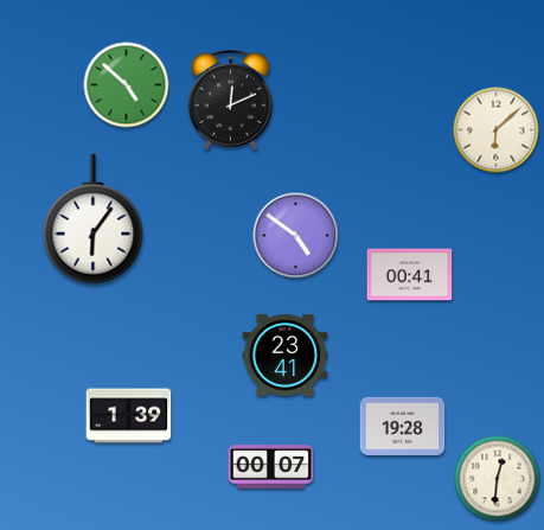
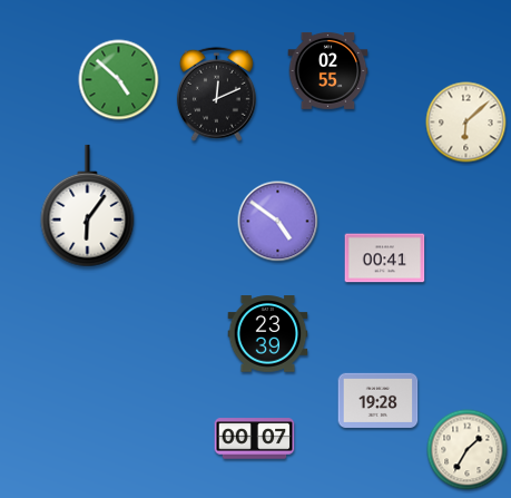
clock at (328, 71): none -> 02:55
clock at (286, 356): 23:41 -> 23:39
clock at (129, 416): 1:39 -> none
clock at (498, 479): 12:31 -> 1:35
